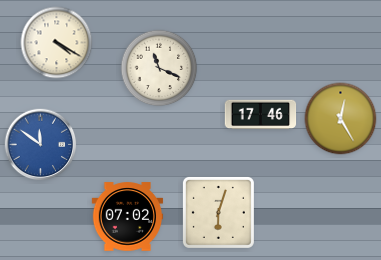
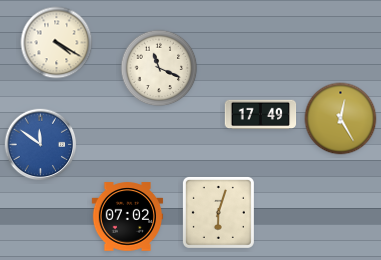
clock at (261, 115): 17:46 -> 17:49
